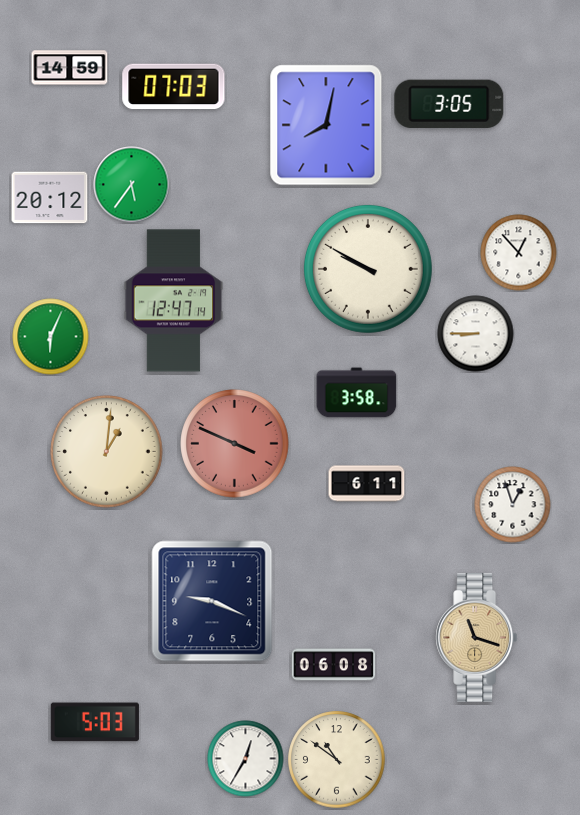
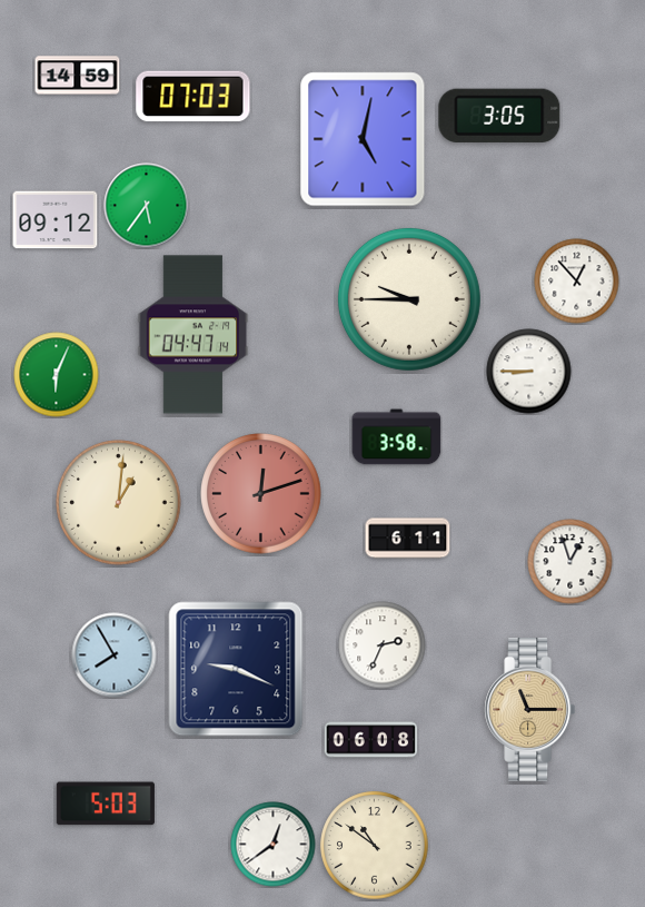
clock at (326, 125): 8:02 -> 5:02
clock at (50, 198): 20:12 -> 09:12
clock at (368, 269): 9:50 -> 9:45
clock at (174, 301): 12:47 -> 04:47
clock at (235, 444): 3:49 -> 12:12
clock at (383, 645): none -> 2:34
clock at (115, 655): none -> 7:55
clock at (477, 637): 11:18 -> 11:15
clock at (246, 759): 12:35 -> 12:39
